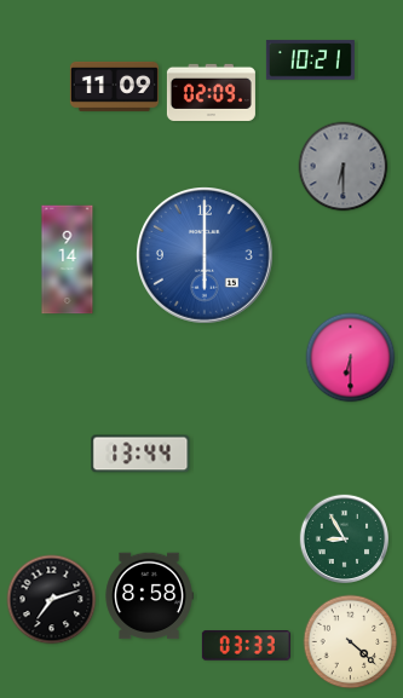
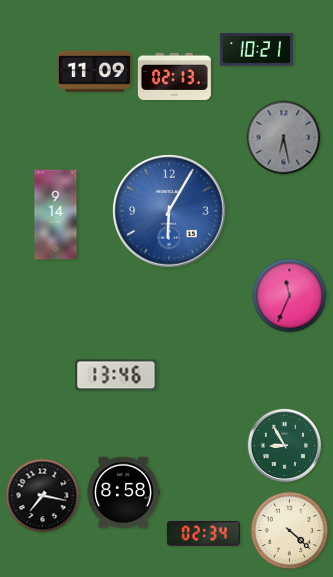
clock at (211, 92): 02:09 -> 02:13
clock at (344, 167): 6:30 -> 6:28
clock at (206, 256): 6:00 -> 6:05
clock at (351, 358): 6:30 -> 11:34
clock at (140, 454): 13:44 -> 13:46
clock at (52, 600): 7:12 -> 7:17
clock at (246, 646): 03:33 -> 02:34
